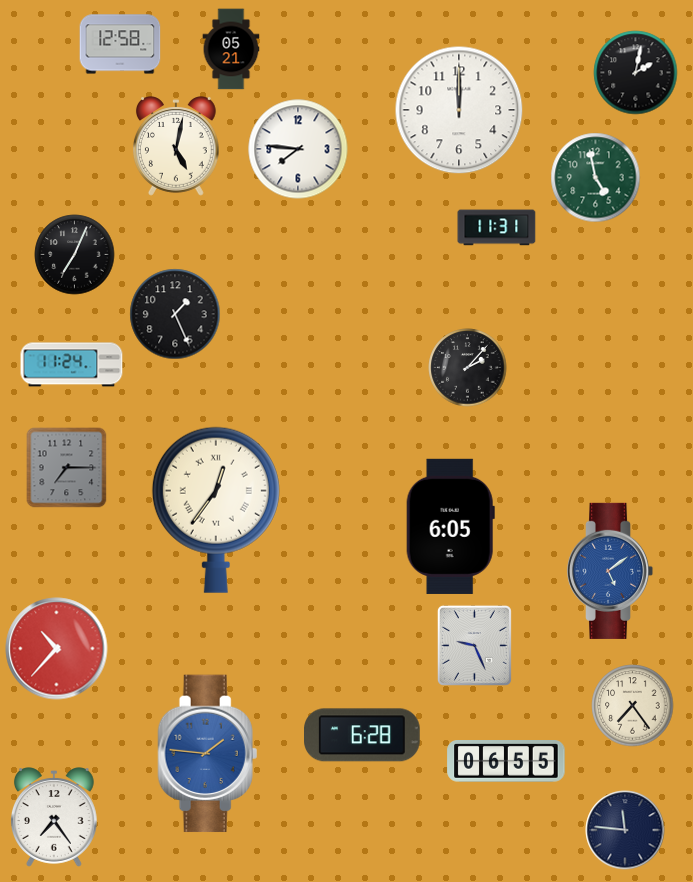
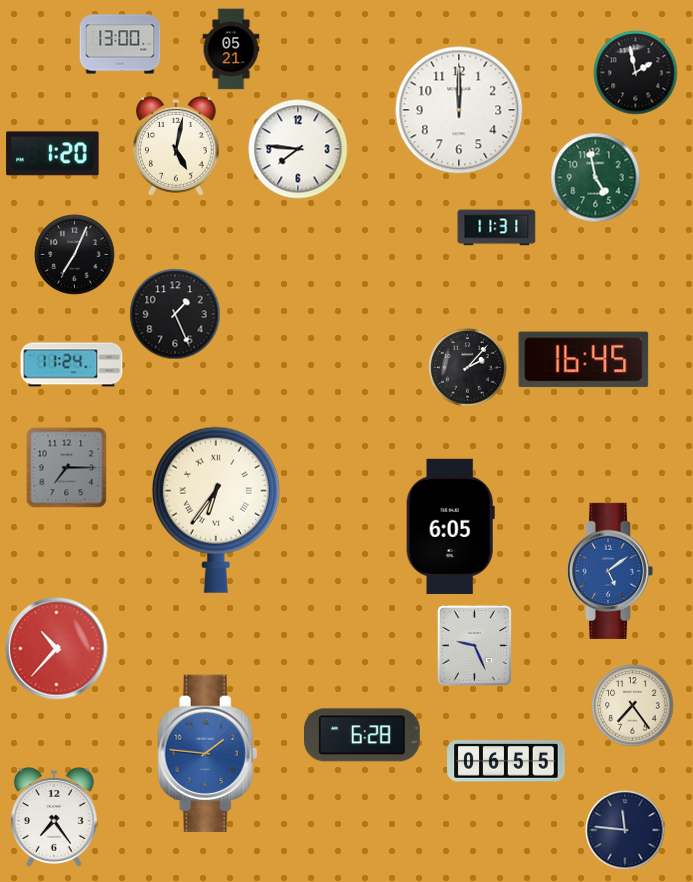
clock at (120, 44): 12:58 -> 13:00
clock at (636, 73): 2:02 -> 1:58
clock at (53, 154): none -> 1:20
clock at (584, 360): none -> 16:45
clock at (216, 510): 12:36 -> 6:36
